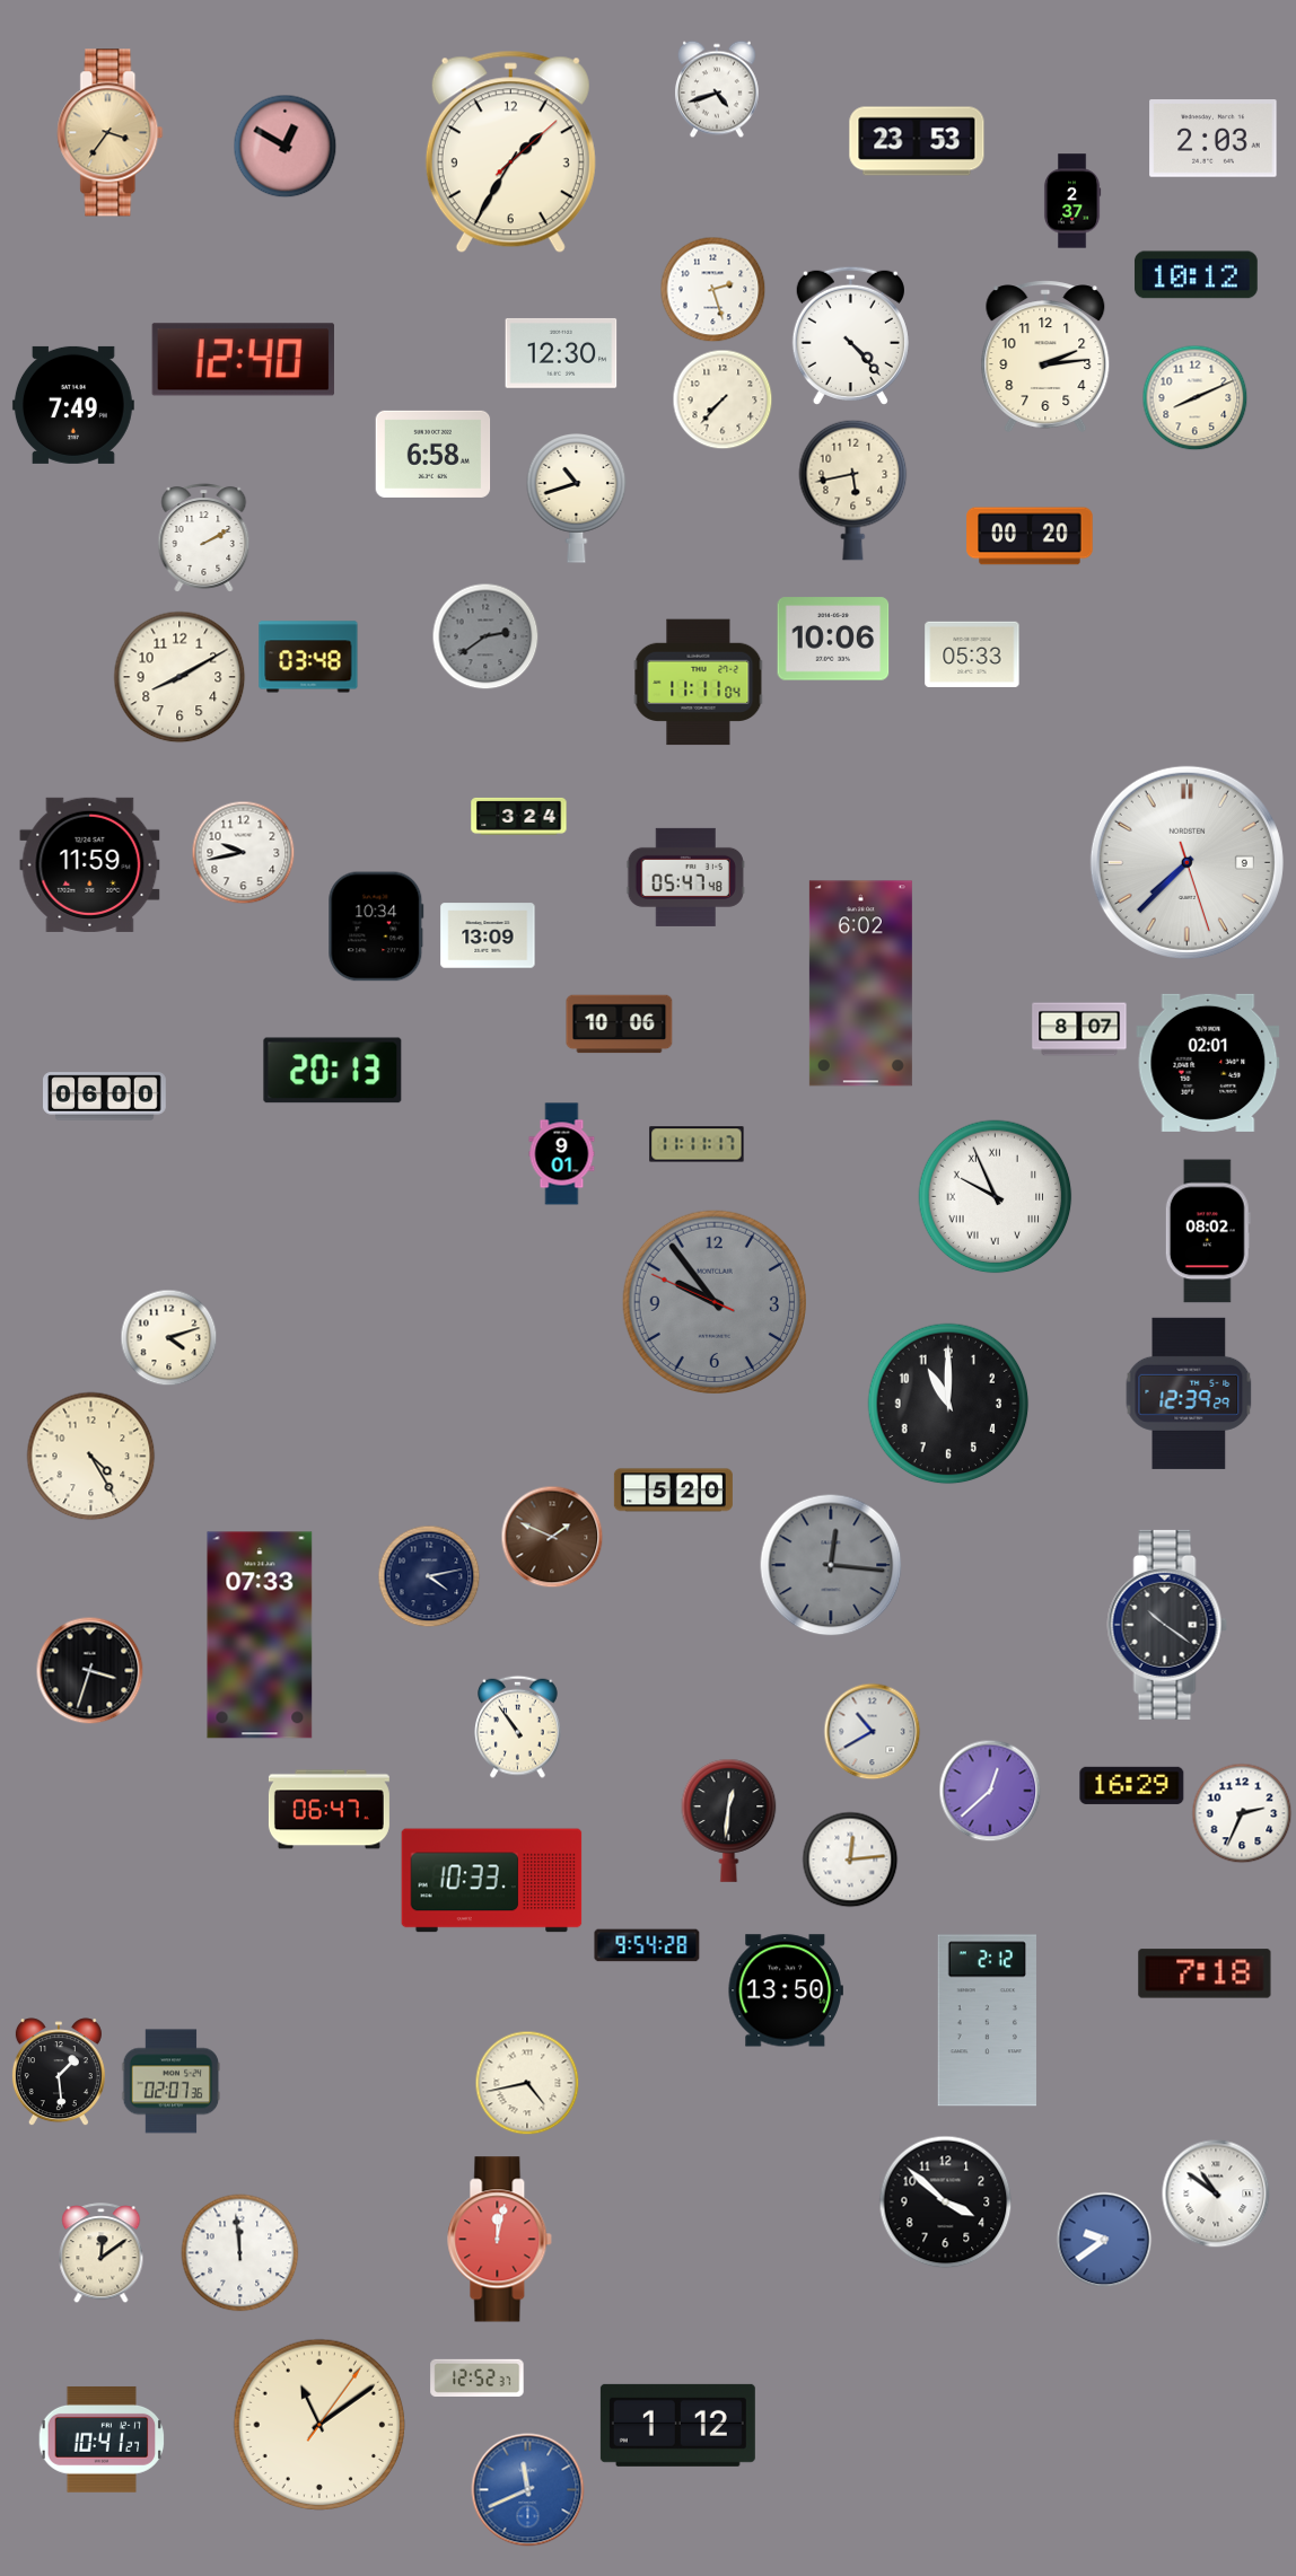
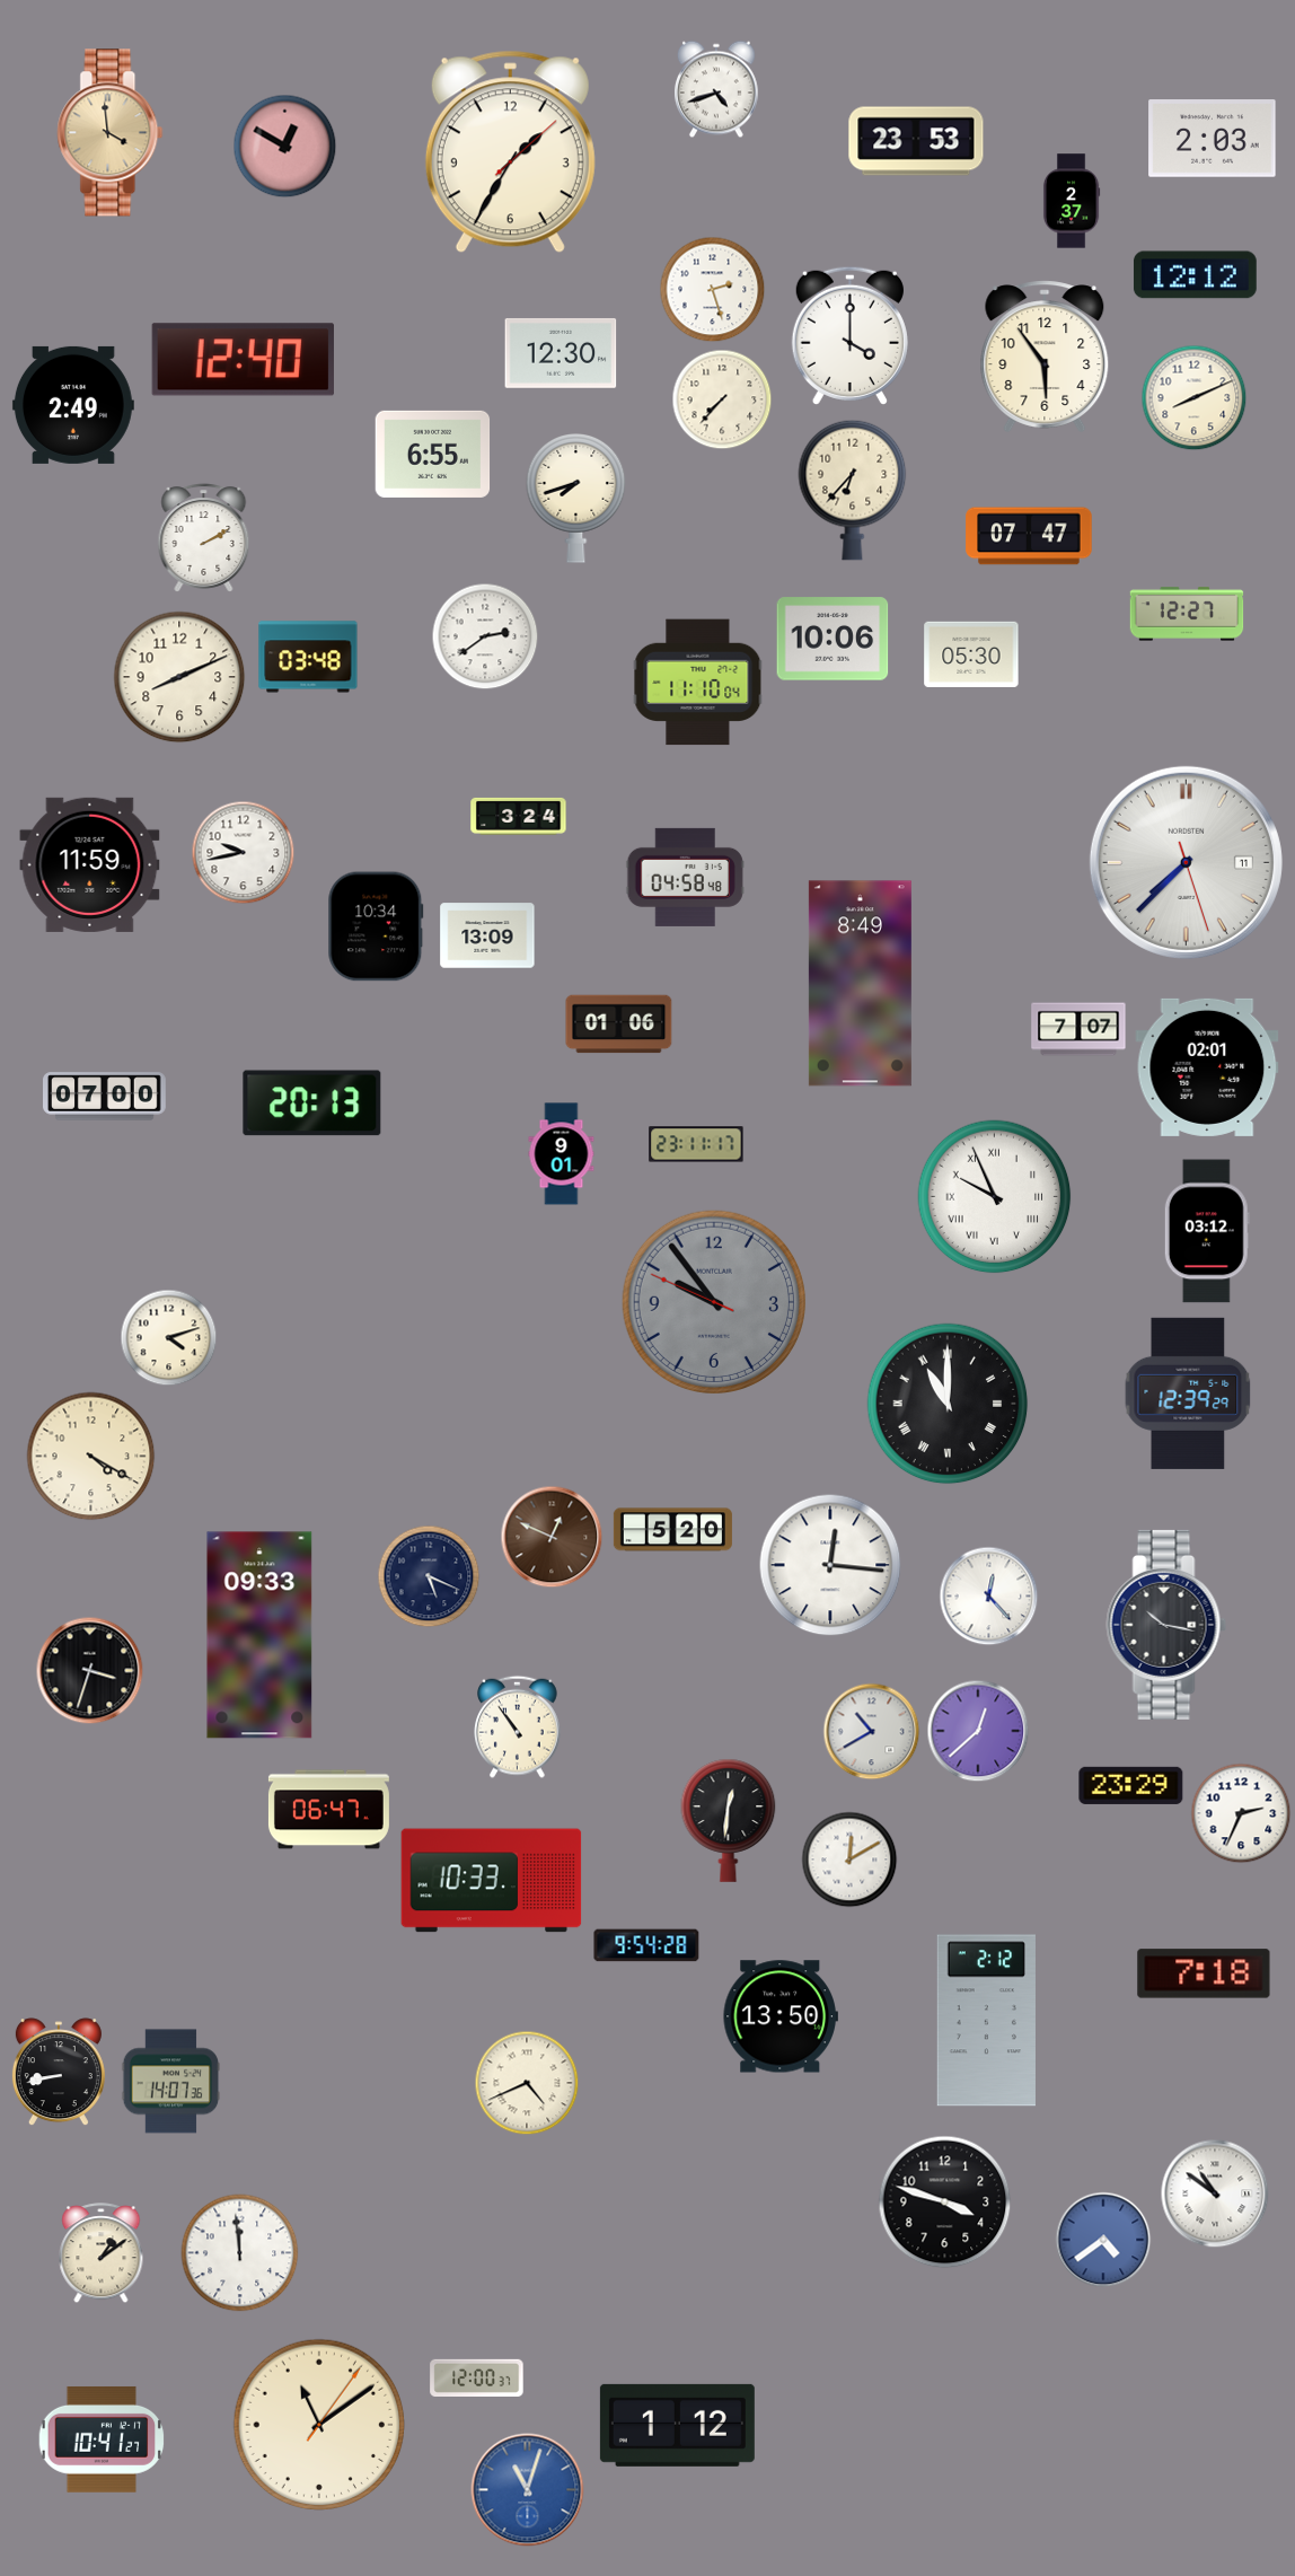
clock at (111, 133): 3:36 -> 3:59
clock at (1196, 275): 10:12 -> 12:12
clock at (850, 335): 4:23 -> 4:00
clock at (1045, 357): 2:14 -> 5:54
clock at (73, 405): 7:49 -> 2:49
clock at (434, 454): 6:58 -> 6:55
clock at (853, 490): 5:43 -> 6:37
clock at (577, 499): 10:42 -> 7:42
clock at (1030, 536): 00:20 -> 07:47
clock at (1187, 614): none -> 12:27
clock at (485, 636) dial: grey -> white
clock at (972, 653): 05:33 -> 05:30
clock at (179, 677): 8:10 -> 8:11
clock at (699, 683): 11:11 -> 11:10
clock at (1186, 862) date: 9 -> 11
clock at (685, 877): 05:47 -> 04:58
clock at (860, 984): 6:02 -> 8:49
clock at (620, 1025): 10:06 -> 01:06
clock at (1079, 1029): 8:07 -> 7:07
clock at (1208, 1063) position: (1208, 1063) -> (1207, 1067)
clock at (333, 1071) position: (333, 1071) -> (312, 1104)
clock at (105, 1097): 06:00 -> 07:00
clock at (697, 1144): 11:11 -> 23:11
clock at (1208, 1231): 08:02 -> 03:12
clock at (948, 1404) numerals: Arabic -> Roman
clock at (91, 1457): 4:25 -> 4:20
clock at (673, 1491) position: (673, 1491) -> (672, 1530)
clock at (552, 1537): 1:49 -> 12:49
clock at (831, 1565) dial: grey -> white
clock at (429, 1576): 4:13 -> 5:19
clock at (989, 1597): none -> 12:23
clock at (1167, 1625): 10:21 -> 10:17
clock at (260, 1635): 07:33 -> 09:33
clock at (1132, 1785): 16:29 -> 23:29
clock at (990, 1791) position: (990, 1791) -> (978, 1731)
clock at (850, 1860): 12:14 -> 12:10
clock at (786, 1990) position: (786, 1990) -> (781, 2016)
clock at (59, 2073): 1:29 -> 8:43
clock at (172, 2082): 02:07 -> 14:07
clock at (527, 2083): 4:43 -> 4:41
clock at (946, 2203): 3:52 -> 3:48
clock at (500, 2240): 12:02 -> none
clock at (1104, 2240): 9:39 -> 4:39
clock at (102, 2253): 12:09 -> 1:09
clock at (478, 2377): 12:52 -> 12:00
clock at (528, 2490): 11:41 -> 11:03
